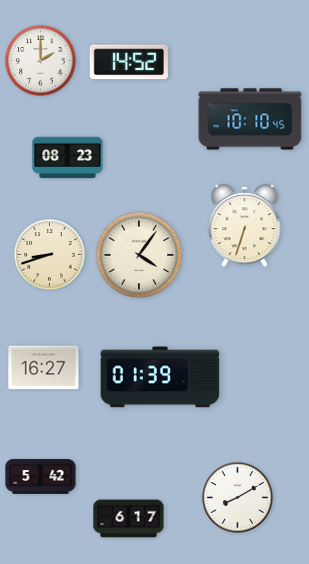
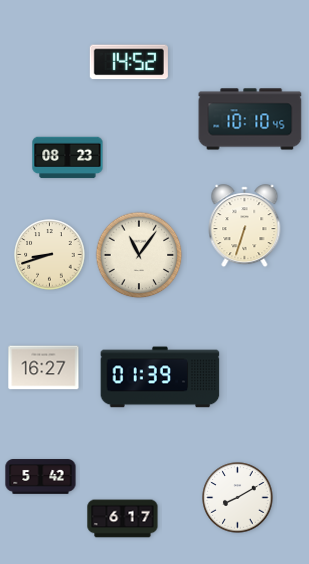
clock at (41, 61): 2:00 -> none
clock at (139, 255): 4:06 -> 11:06
clock at (129, 519) position: (129, 519) -> (123, 519)
